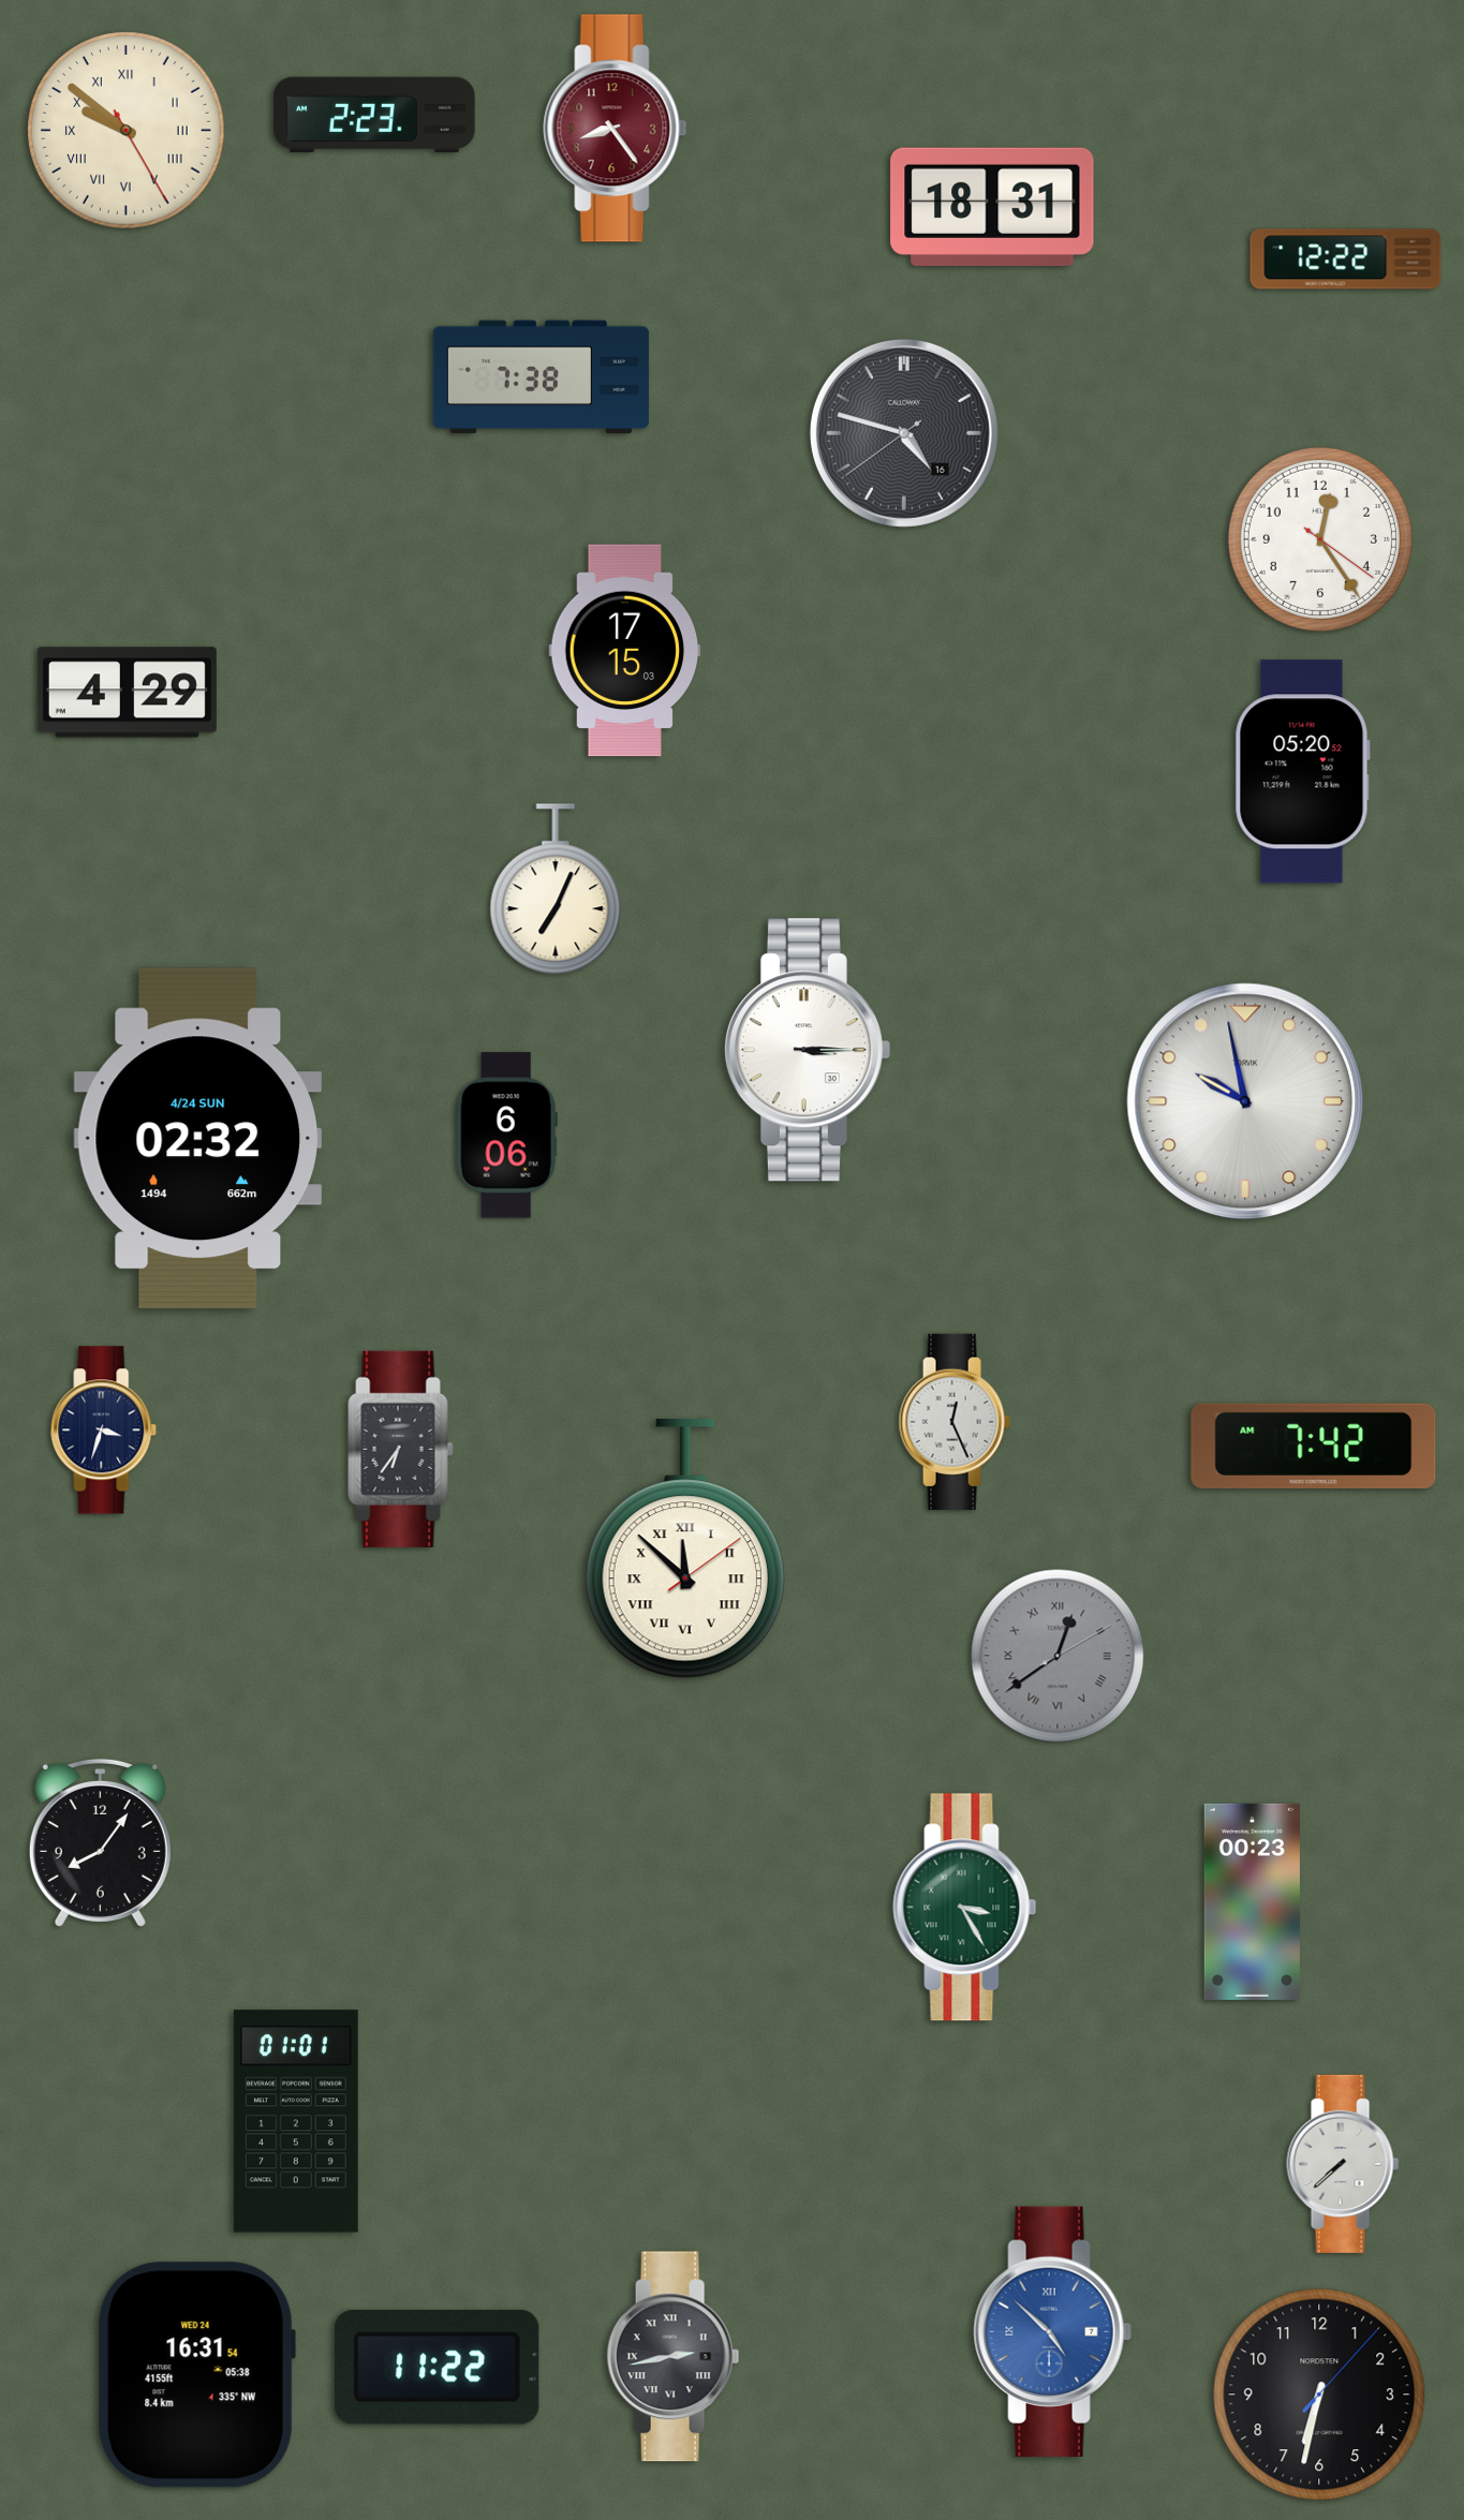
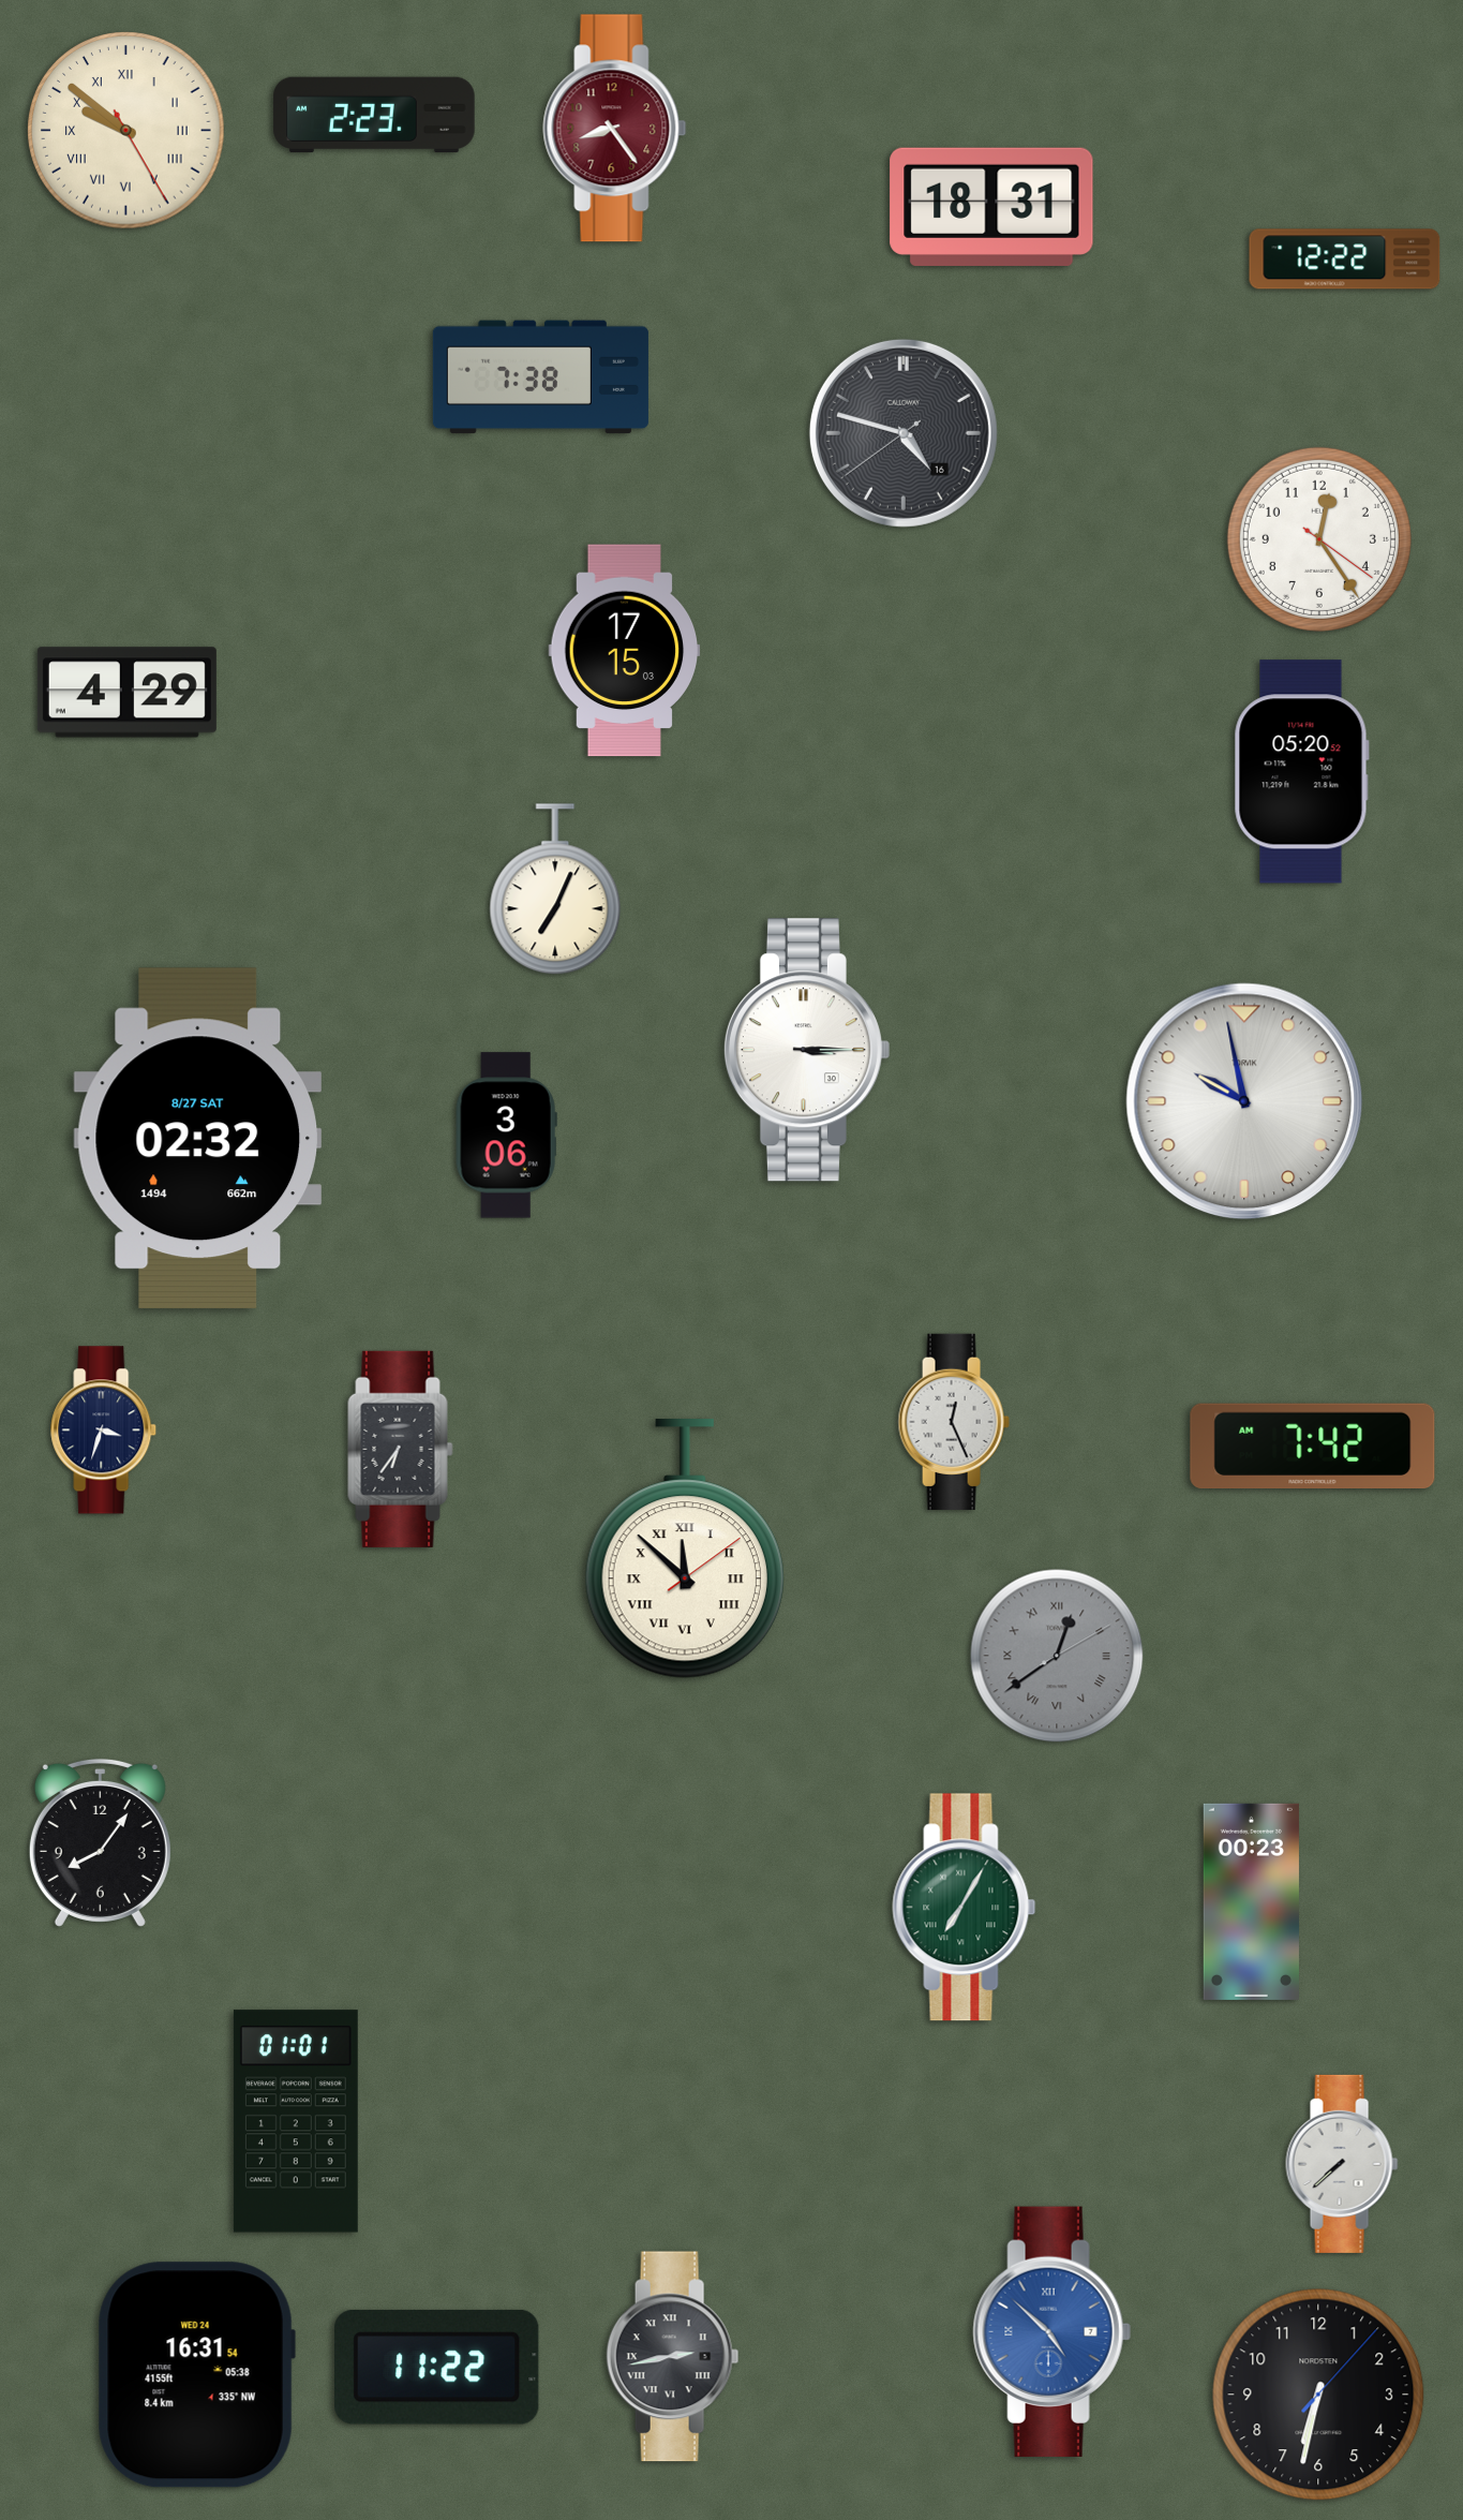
clock at (506, 1136): 6:06 -> 3:06
clock at (197, 1139) date: 4/24 SUN -> 8/27 SAT
clock at (965, 1908): 3:25 -> 7:05
